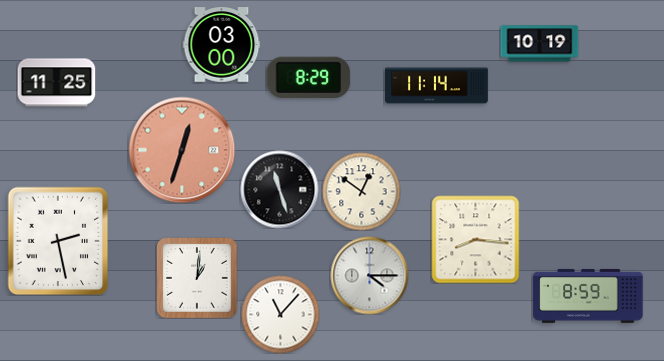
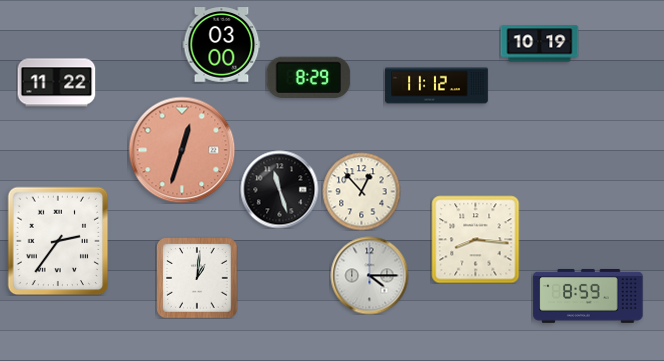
clock at (56, 83): 11:25 -> 11:22
clock at (437, 86): 11:14 -> 11:12
clock at (361, 191): 12:51 -> 12:53
clock at (58, 241): 2:28 -> 2:36
clock at (280, 314): 11:07 -> none
